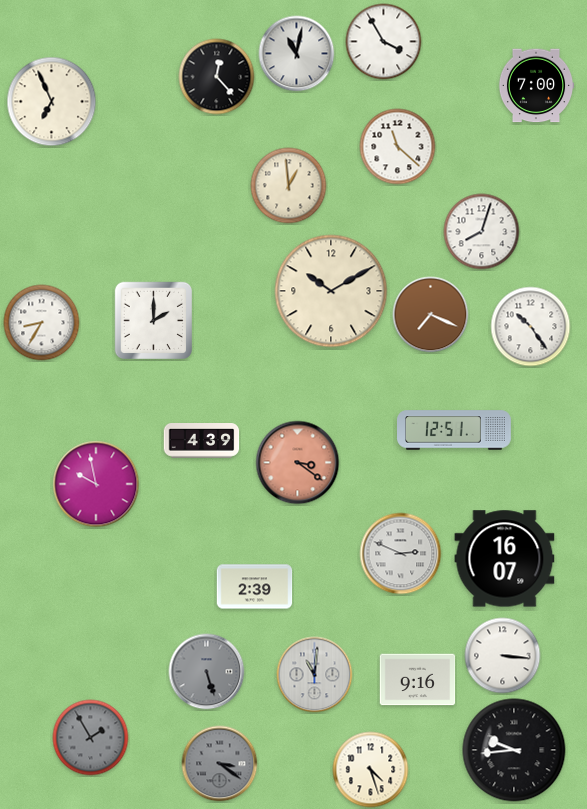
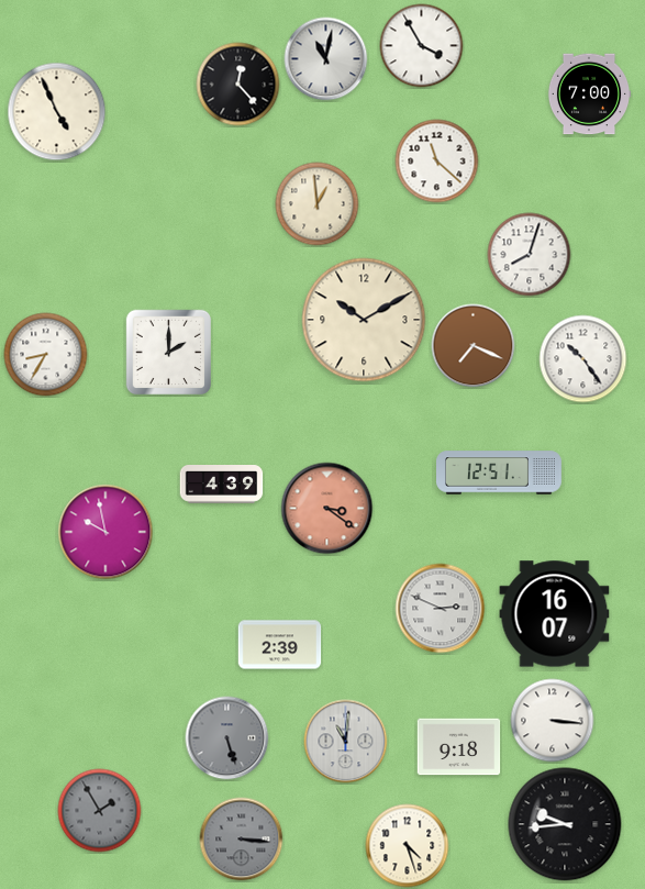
clock at (52, 102): 6:56 -> 4:56
clock at (418, 680): 9:16 -> 9:18
clock at (220, 764): 3:21 -> 3:16
